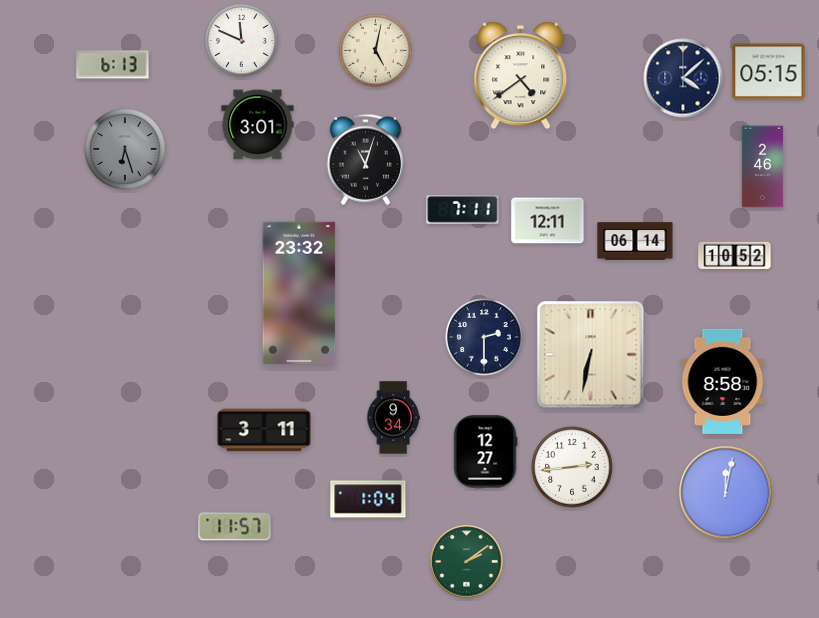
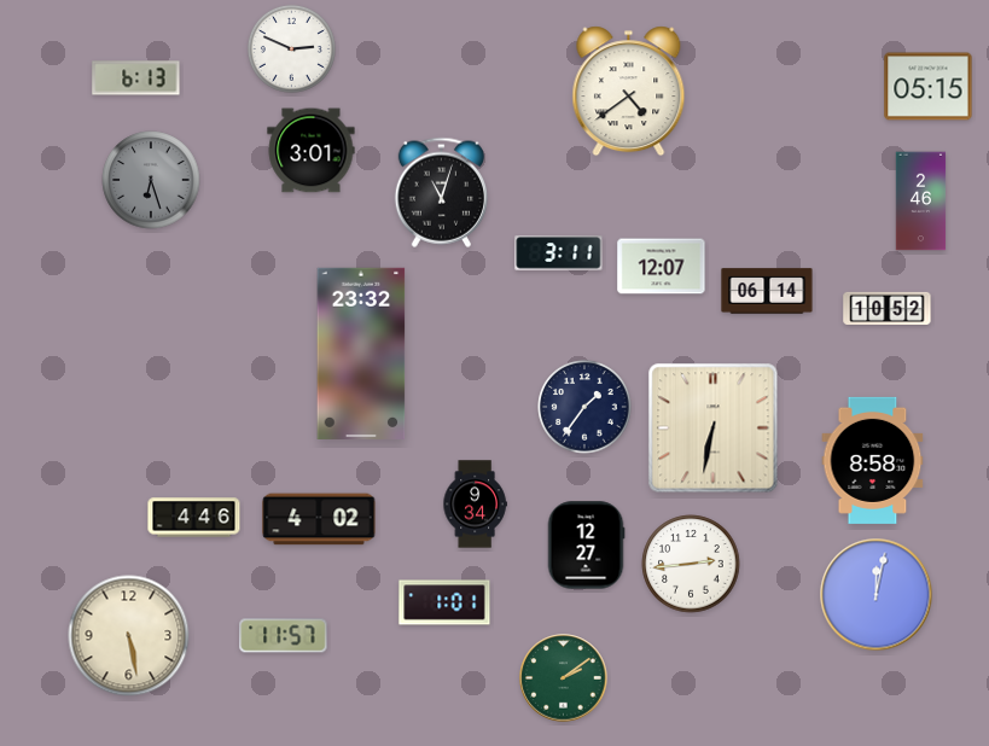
clock at (241, 40): 11:49 -> 2:49
clock at (375, 50): 5:02 -> none
clock at (683, 78): 4:08 -> none
clock at (463, 210): 7:11 -> 3:11
clock at (548, 221): 12:11 -> 12:07
clock at (484, 337): 2:30 -> 1:36
clock at (194, 518): none -> 4:46
clock at (264, 430): 3:11 -> 4:02
clock at (368, 499): 1:04 -> 1:01
clock at (129, 636): none -> 5:28
